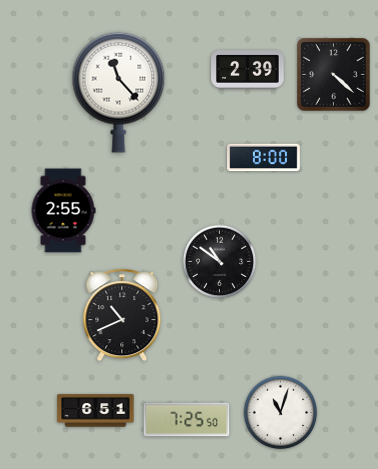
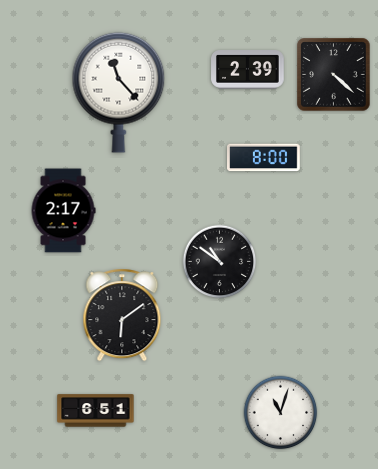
clock at (63, 211): 2:55 -> 2:17
clock at (122, 315): 10:41 -> 6:09
clock at (187, 420): 7:25 -> none
